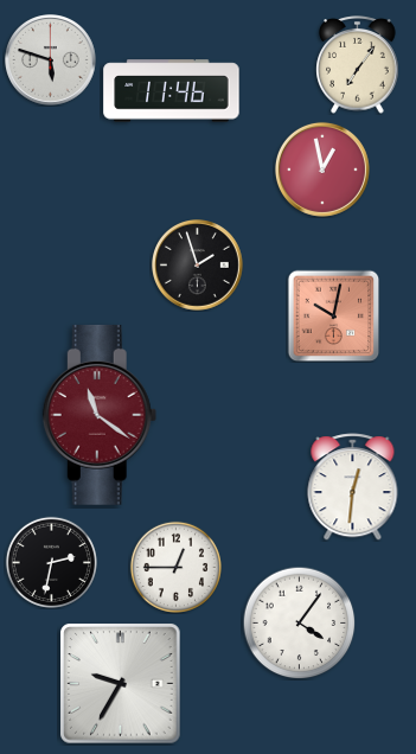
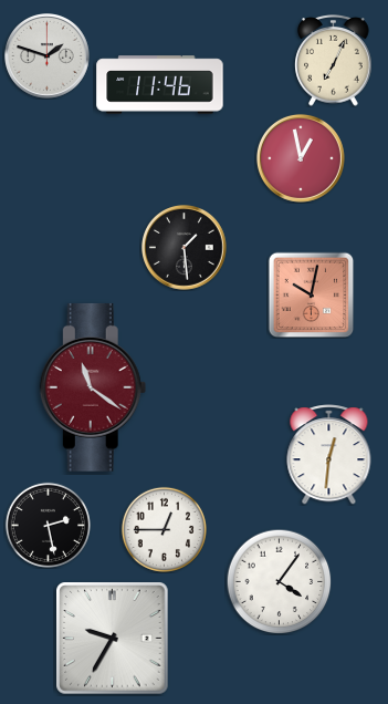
clock at (51, 60): 5:48 -> 1:48
clock at (358, 65): 7:06 -> 7:04
clock at (198, 266): 1:57 -> 1:29
clock at (51, 562): 2:32 -> 2:28
